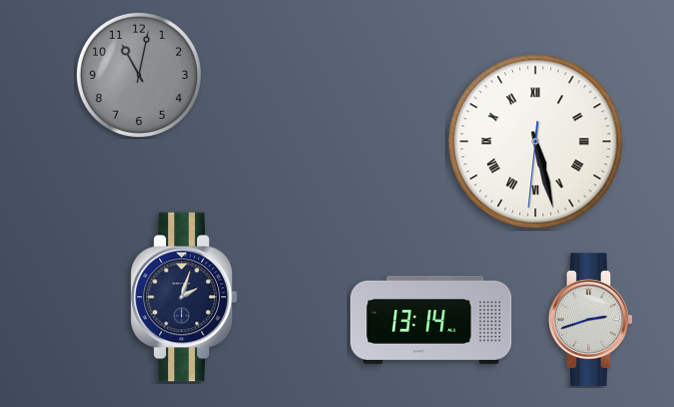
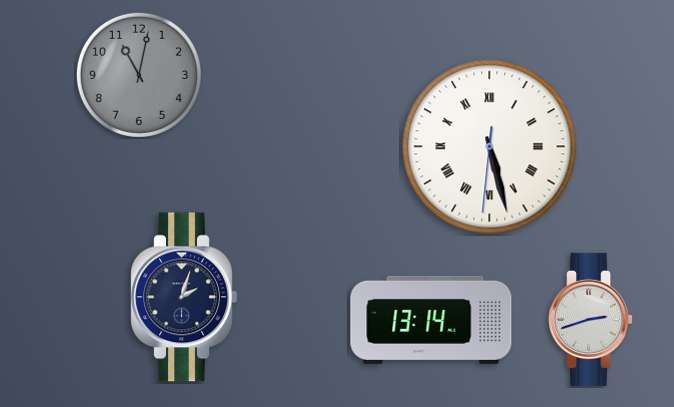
clock at (536, 142) position: (536, 142) -> (490, 147)
